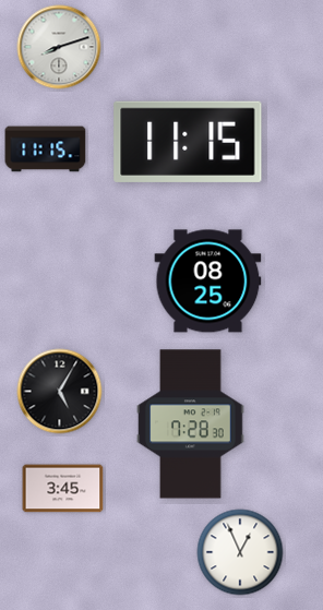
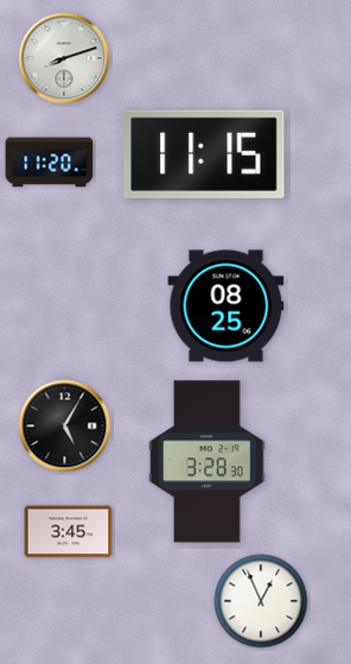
clock at (59, 47) position: (59, 47) -> (64, 58)
clock at (46, 149): 11:15 -> 11:20
clock at (191, 424): 7:28 -> 3:28
